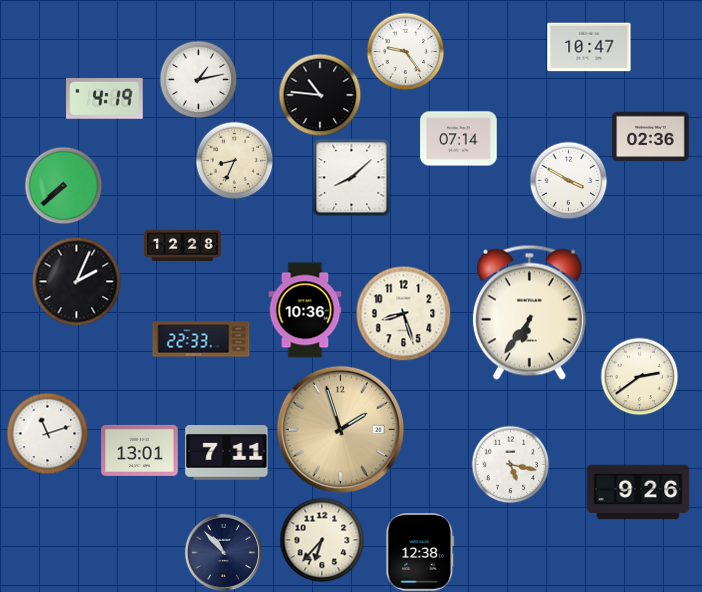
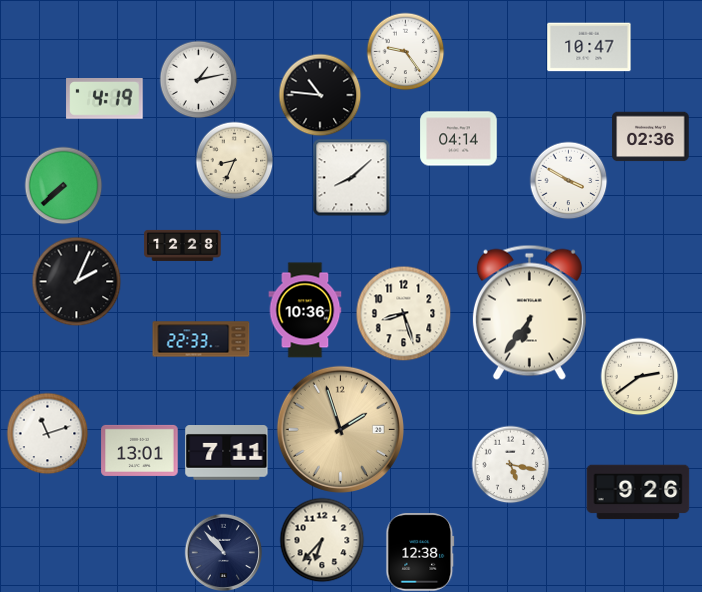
clock at (459, 139): 07:14 -> 04:14
